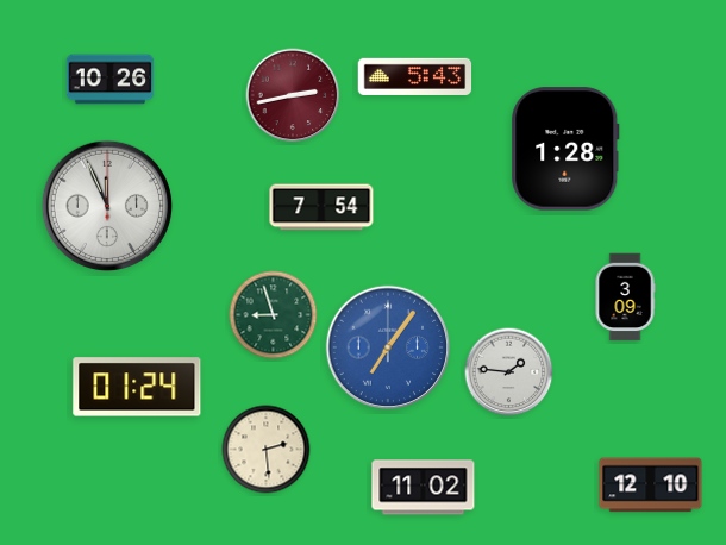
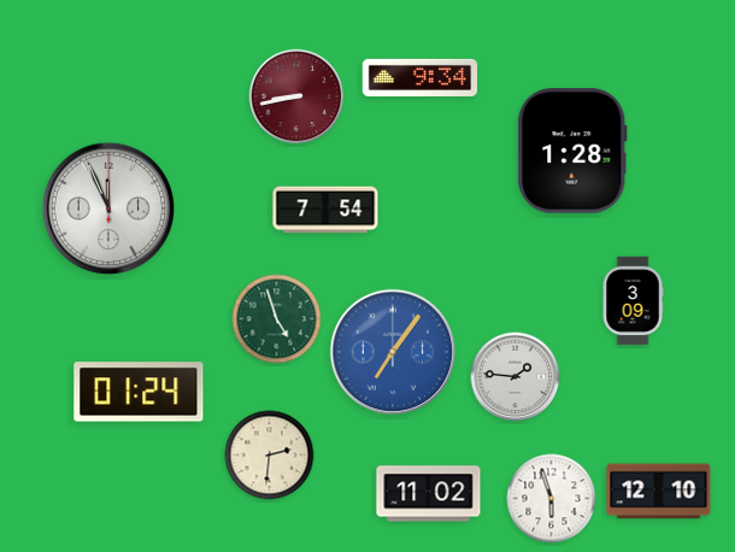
clock at (415, 76): 5:43 -> 9:34
clock at (111, 80): 10:26 -> none
clock at (293, 95): 2:43 -> 8:43
clock at (274, 315): 8:57 -> 4:57
clock at (267, 450): 2:29 -> 2:31
clock at (552, 499): none -> 5:57
